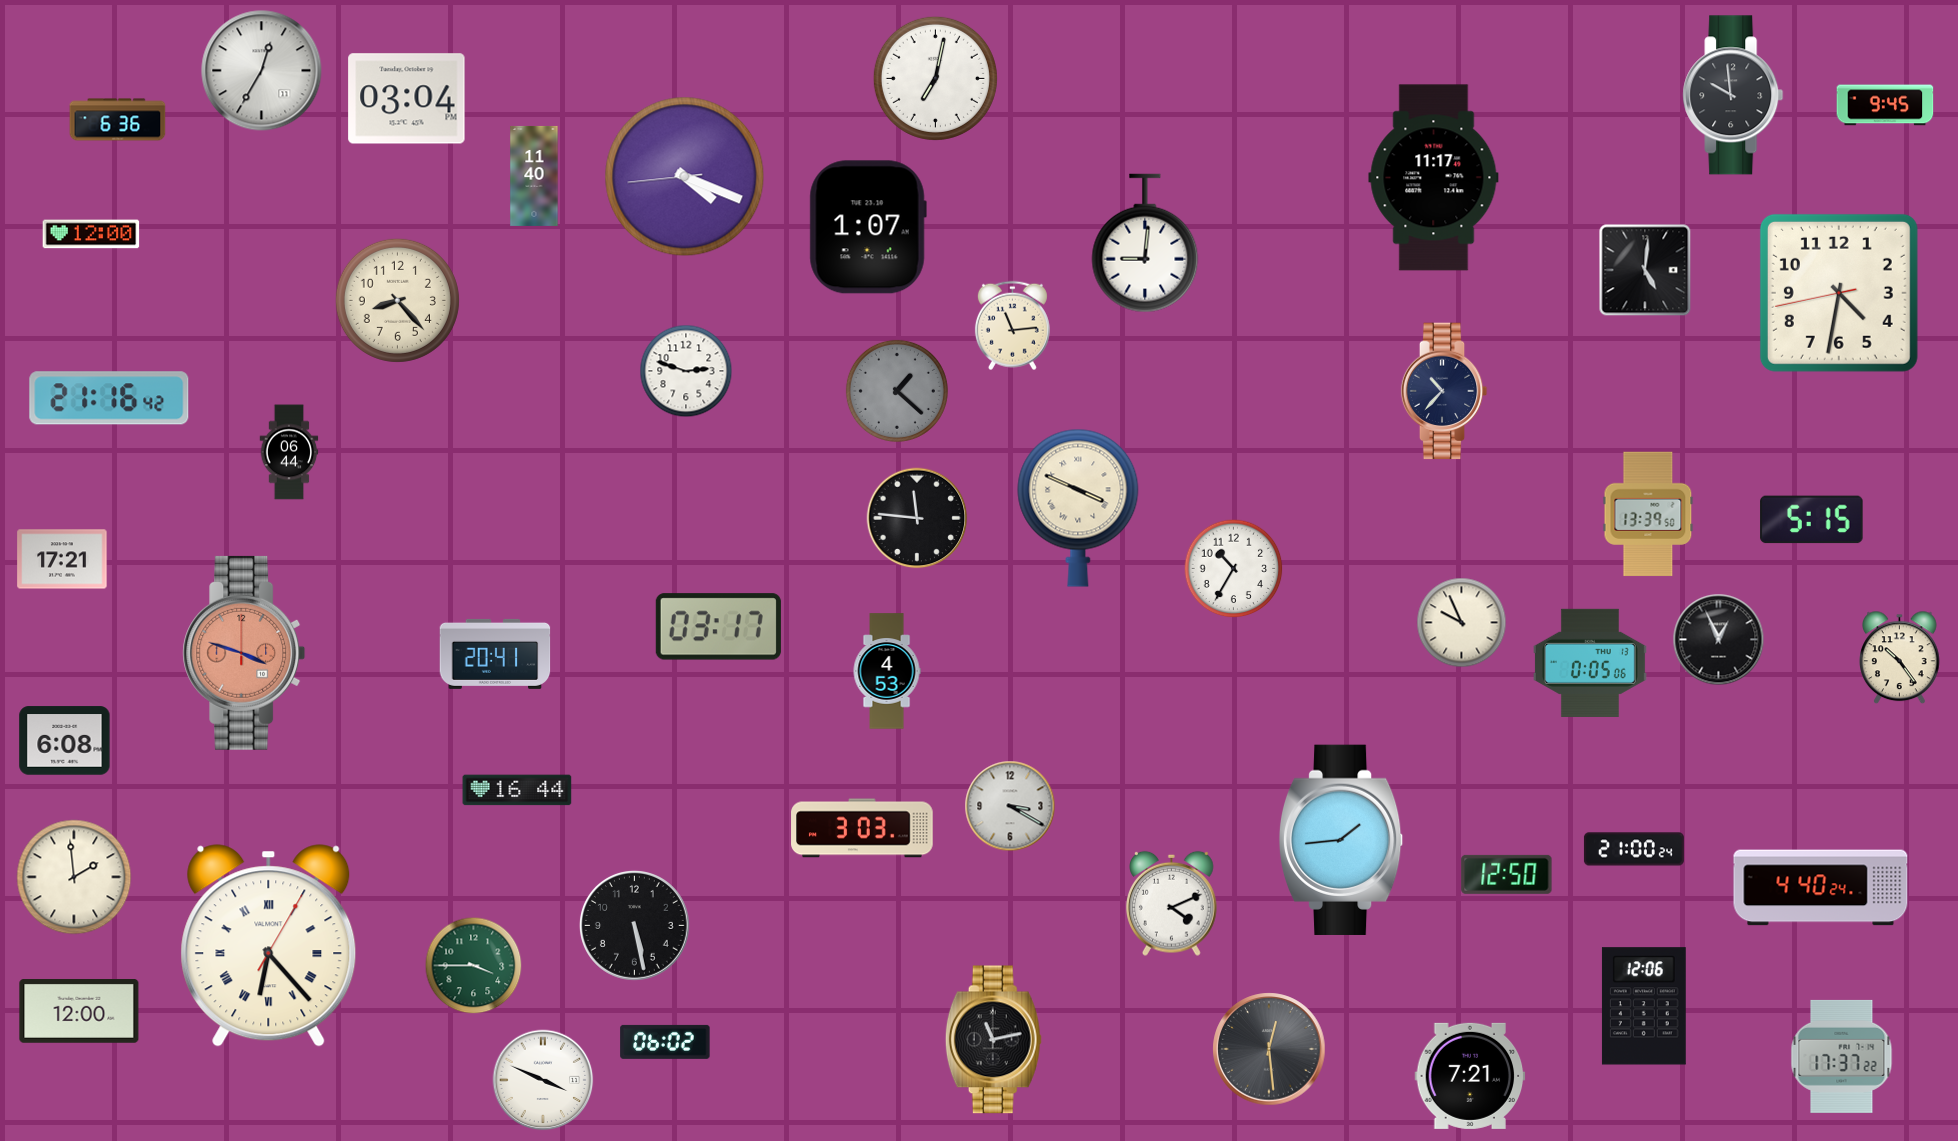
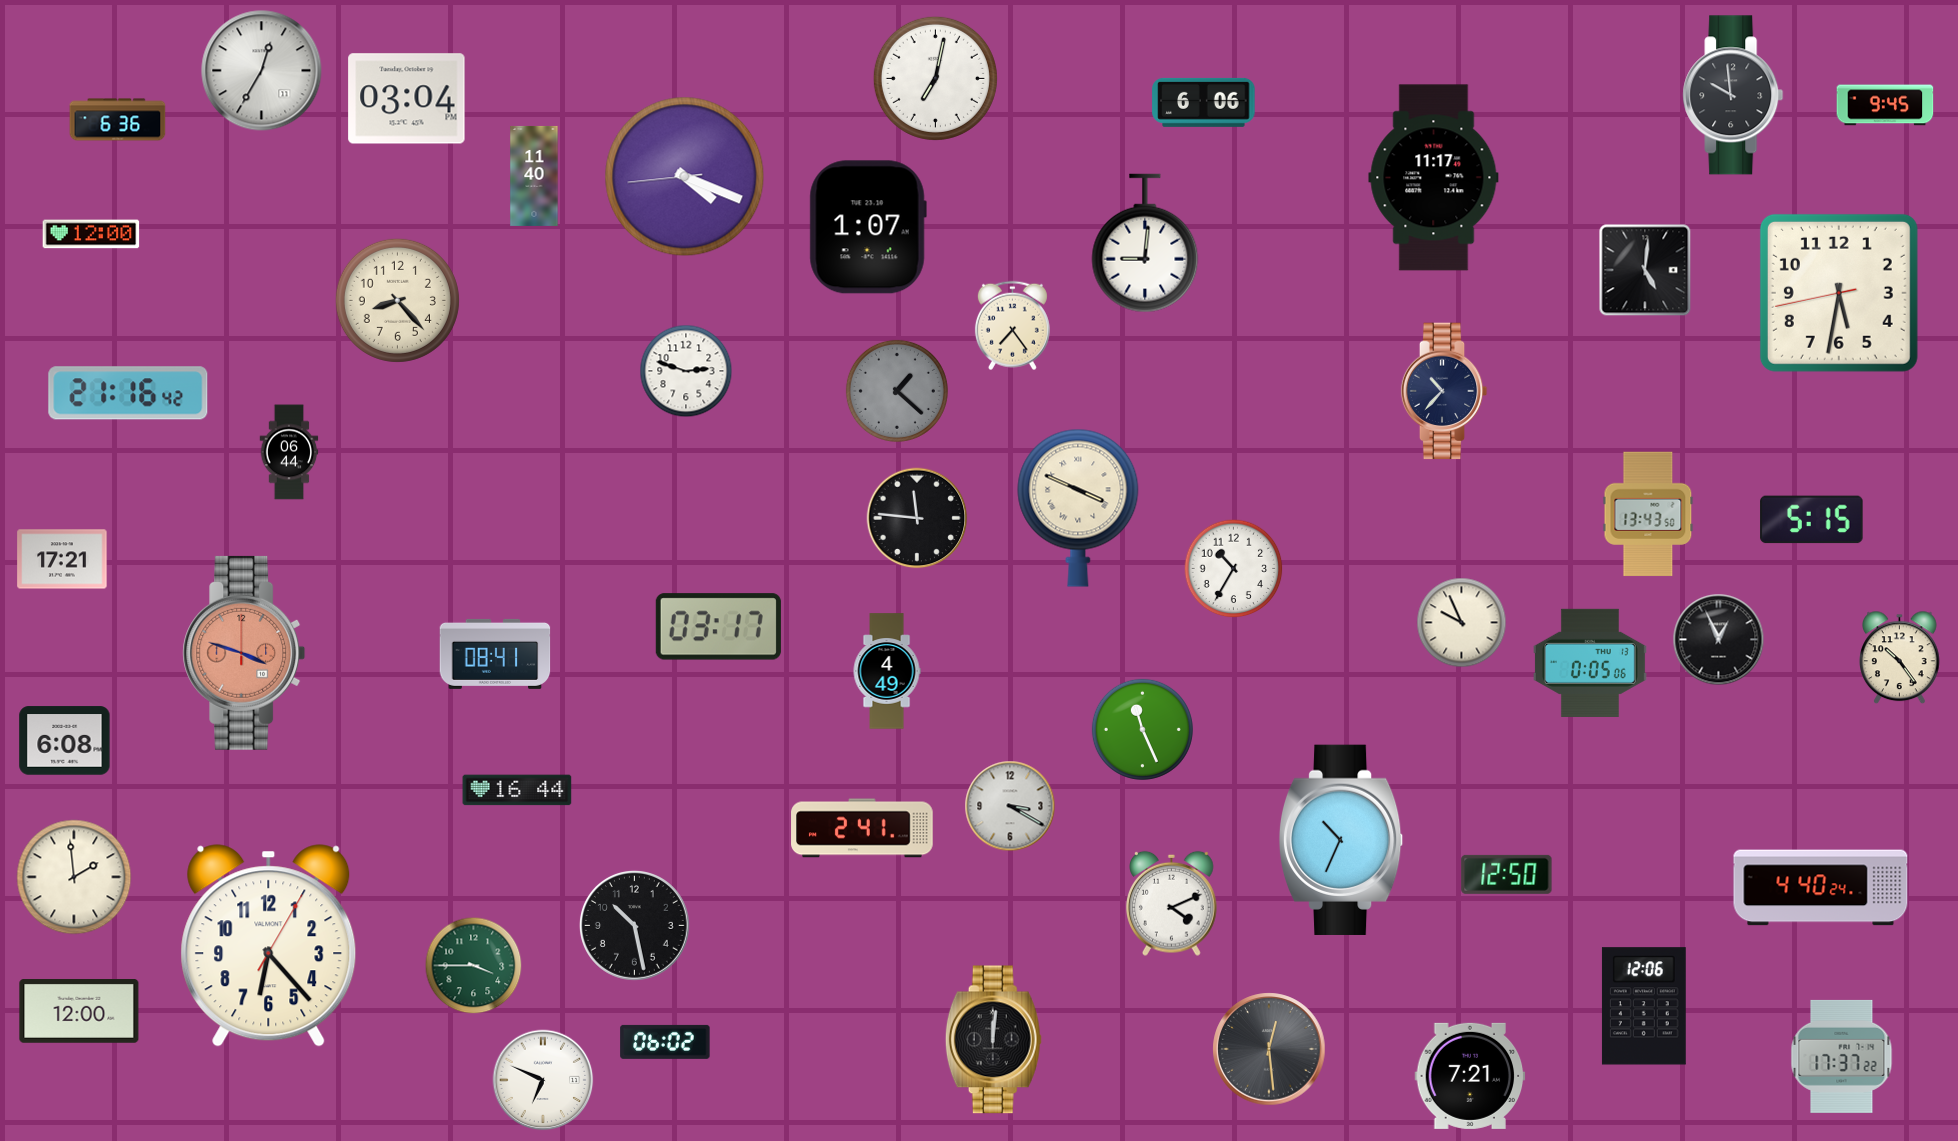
clock at (1204, 102): none -> 6:06
clock at (1839, 293): 4:31 -> 5:31
clock at (1012, 326): 11:14 -> 7:24
clock at (109, 398) position: (109, 398) -> (128, 393)
clock at (1648, 514): 13:39 -> 13:43
clock at (495, 654): 20:41 -> 08:41
clock at (887, 671): 4:53 -> 4:49
clock at (1142, 729): none -> 11:26
clock at (862, 828): 3:03 -> 2:41
clock at (1341, 840): 1:44 -> 10:34
clock at (1634, 849): 21:00 -> none
clock at (635, 926): 5:28 -> 10:28
clock at (269, 946) numerals: Roman -> Arabic
clock at (993, 1040): 11:13 -> 12:01
clock at (543, 1080): 3:49 -> 6:49
